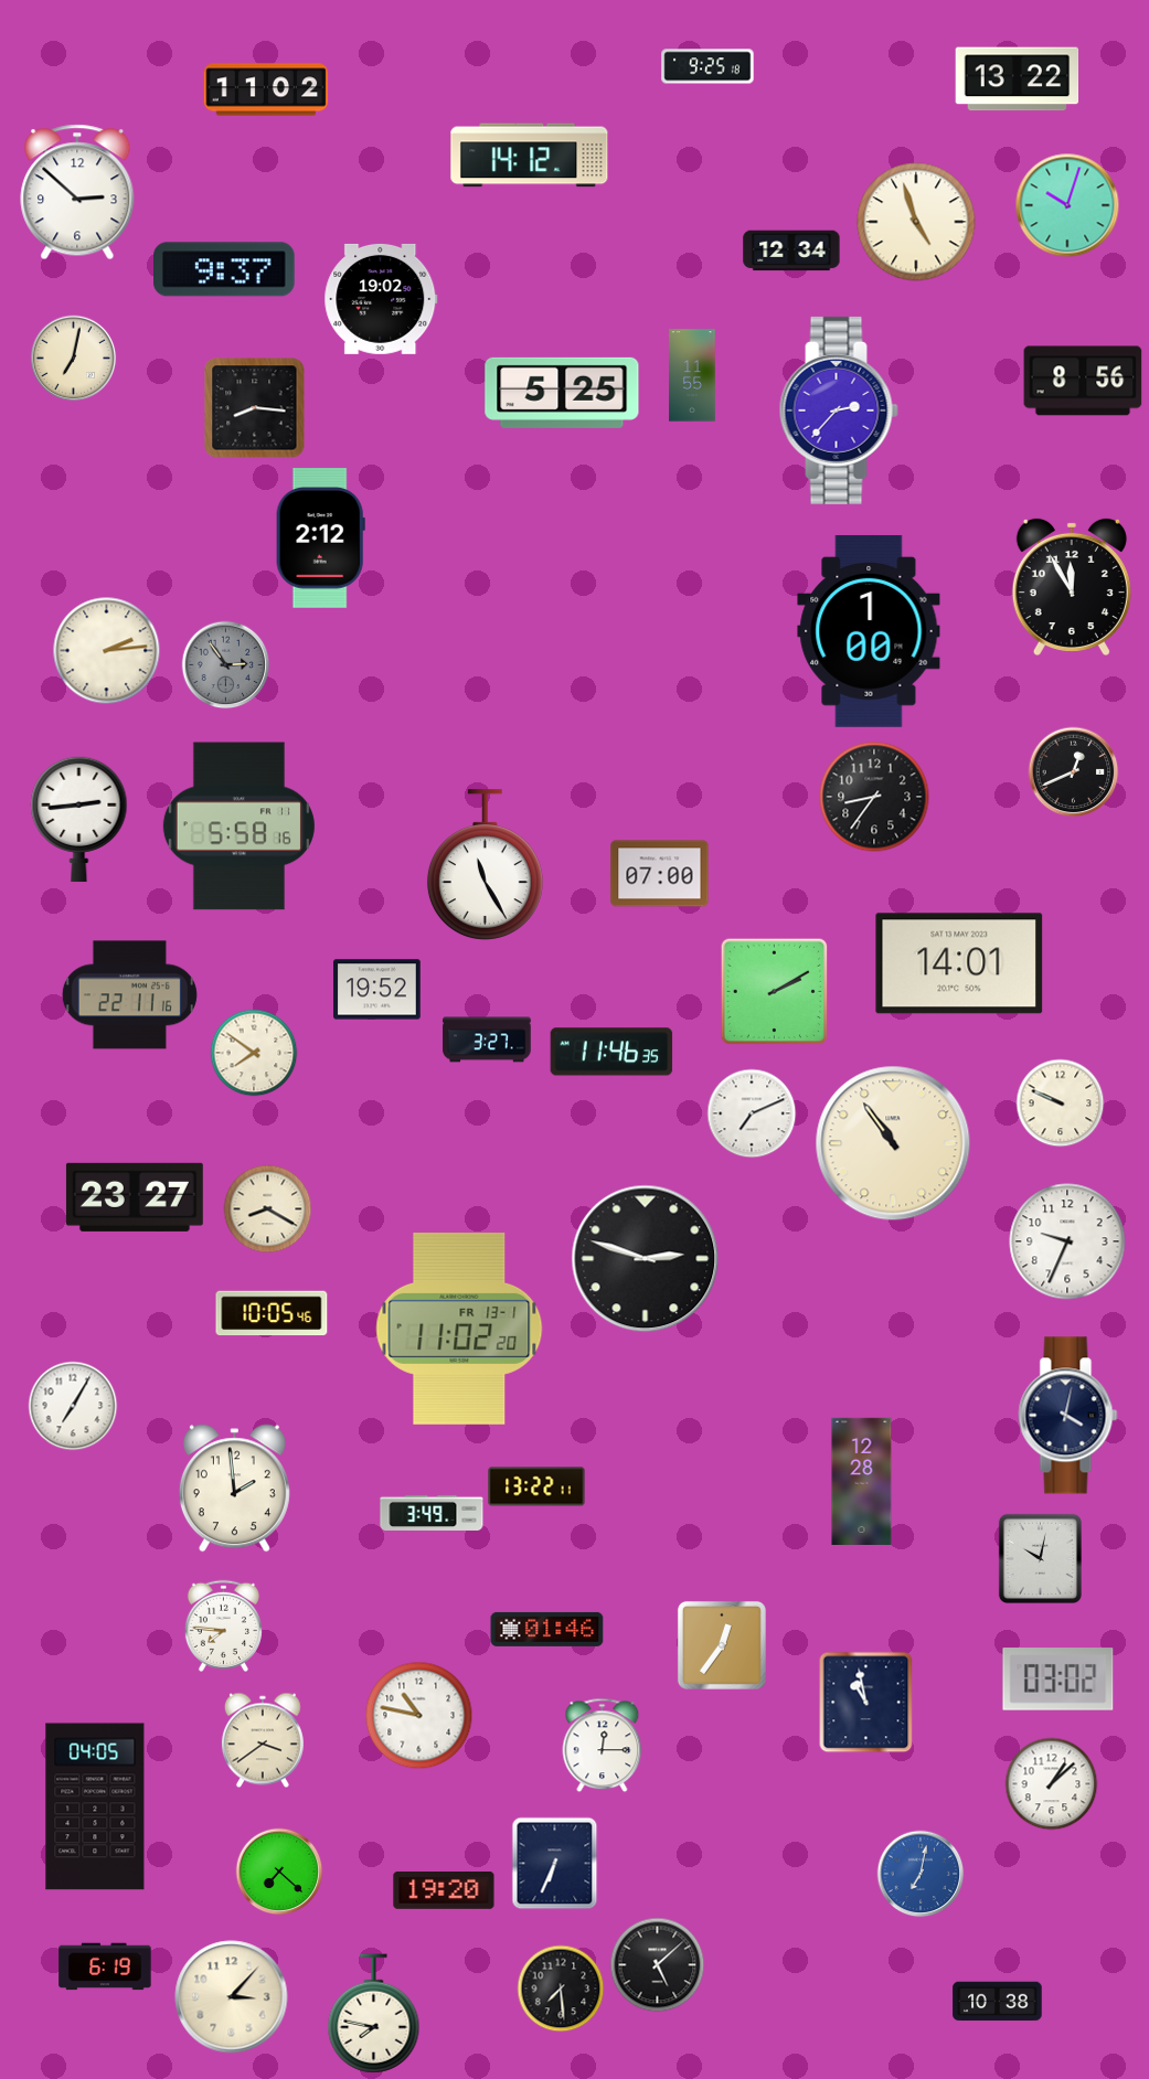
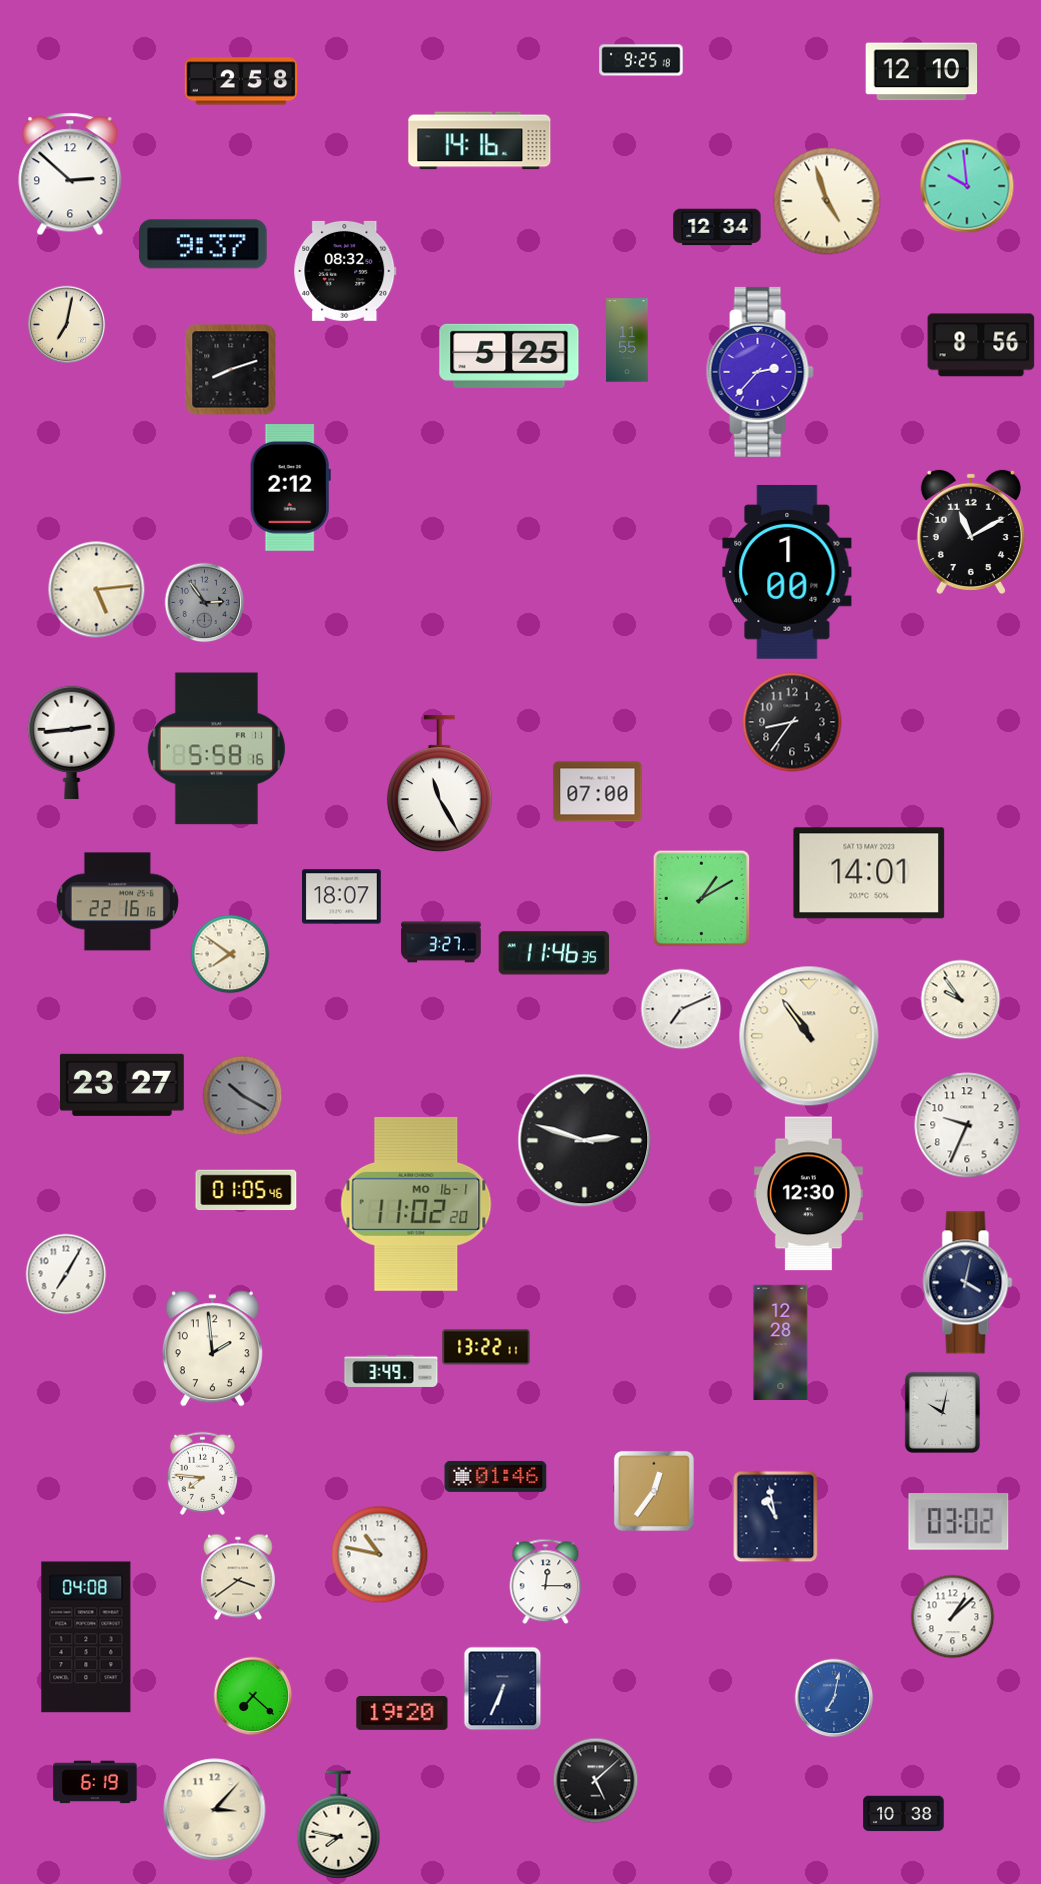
clock at (1018, 79): 13:22 -> 12:10
clock at (266, 89): 11:02 -> 2:58
clock at (530, 156): 14:12 -> 14:16
clock at (1067, 205): 10:03 -> 9:59
clock at (916, 222) position: (916, 222) -> (827, 201)
clock at (381, 299): 19:02 -> 08:32
clock at (255, 408): 8:16 -> 8:12
clock at (1072, 586): 11:55 -> 11:10
clock at (106, 650): 2:14 -> 5:14
clock at (1073, 771): 12:41 -> none
clock at (377, 990): 19:52 -> 18:07
clock at (774, 991): 2:10 -> 1:10
clock at (129, 995): 22:11 -> 22:16
clock at (1060, 1102): 9:49 -> 9:54
clock at (267, 1208): 8:20 -> 10:20
clock at (267, 1208) dial: cream -> grey
clock at (272, 1313): 10:05 -> 01:05
clock at (808, 1194): none -> 12:30
clock at (459, 1329) date: FR 13-1 -> MO 16-1
clock at (866, 1702) position: (866, 1702) -> (776, 1516)
clock at (95, 1806): 04:05 -> 04:08
clock at (561, 1989): 7:29 -> none
clock at (232, 1997) position: (232, 1997) -> (215, 1810)
